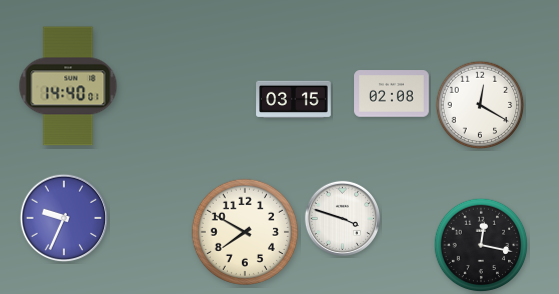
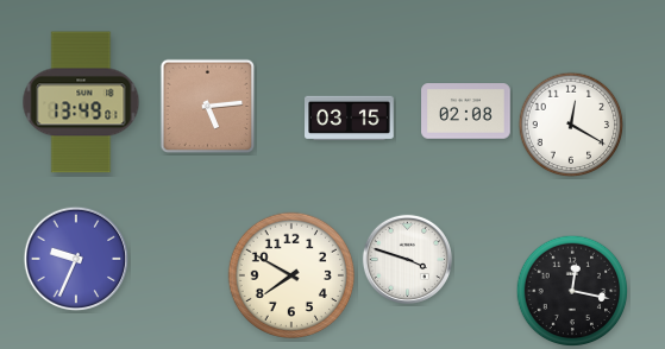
clock at (68, 86): 14:40 -> 13:49
clock at (208, 107): none -> 5:14
